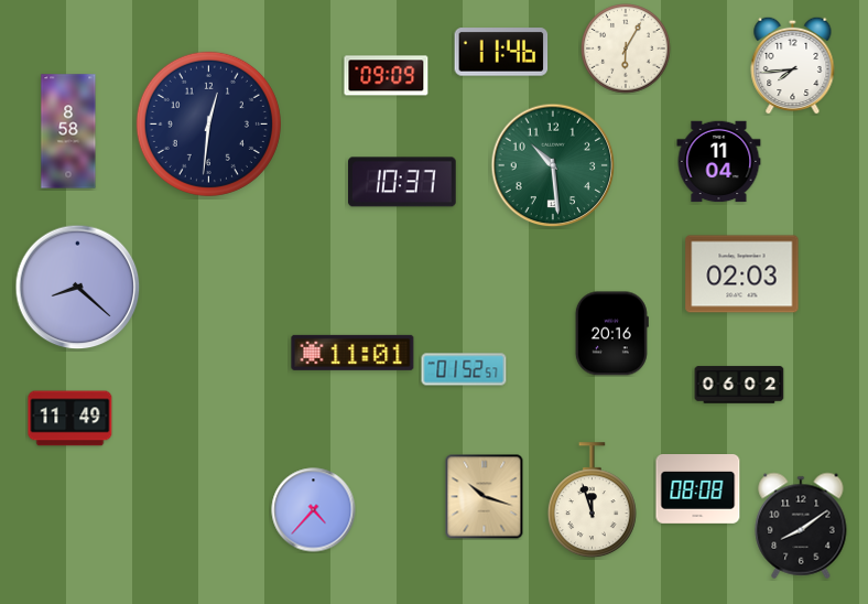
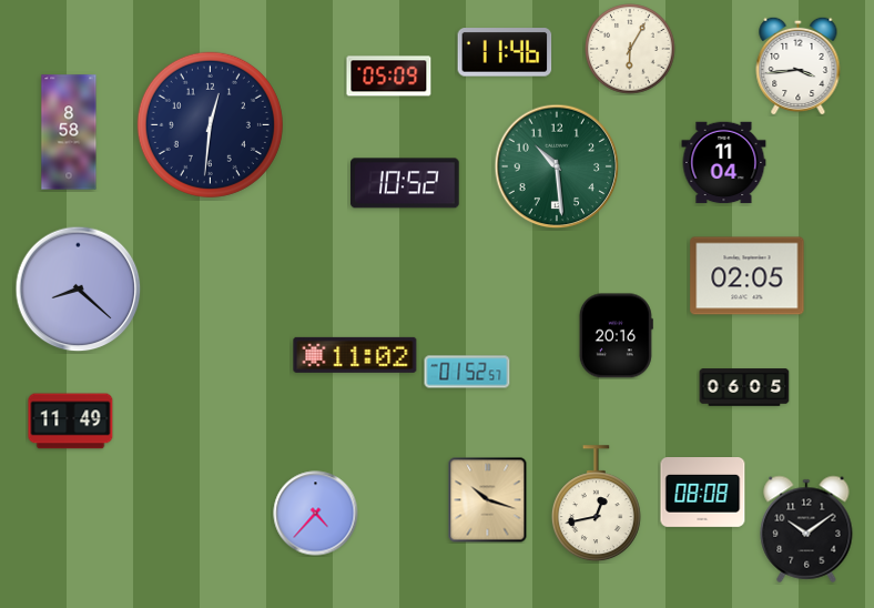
clock at (793, 65): 7:44 -> 3:44
clock at (387, 76): 09:09 -> 05:09
clock at (403, 182): 10:37 -> 10:52
clock at (742, 274): 02:03 -> 02:05
clock at (352, 353): 11:01 -> 11:02
clock at (739, 385): 06:02 -> 06:05
clock at (592, 500): 11:57 -> 12:43
clock at (801, 526): 8:09 -> 10:09
